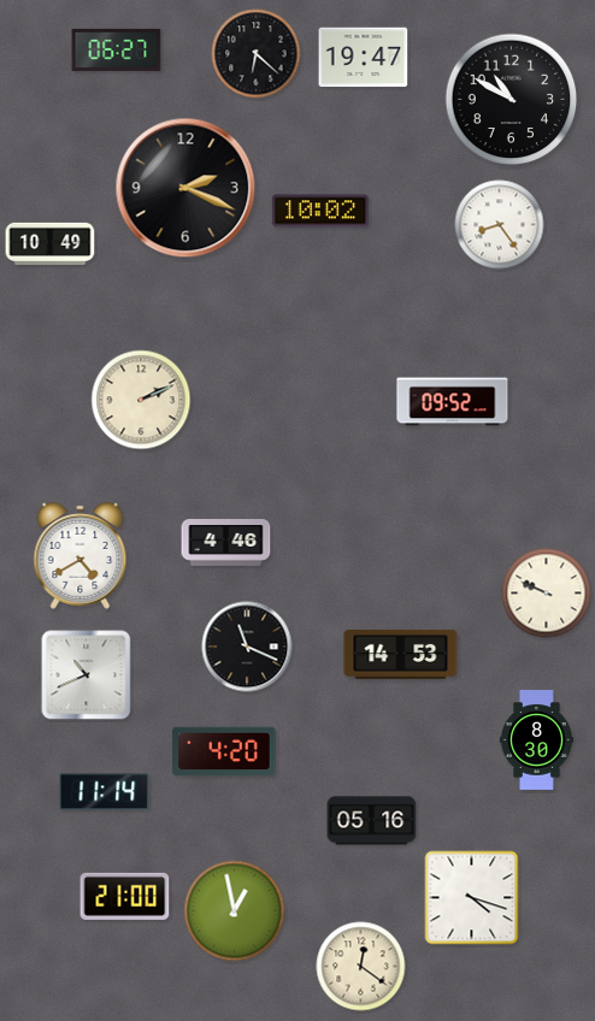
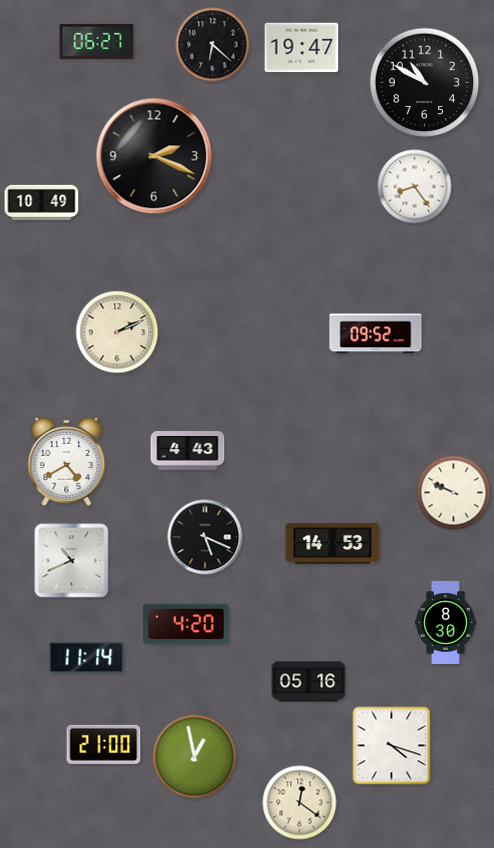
clock at (320, 211): 10:02 -> none
clock at (226, 543): 4:46 -> 4:43
clock at (247, 647): 11:19 -> 5:19
clock at (536, 740) position: (536, 740) -> (445, 623)
